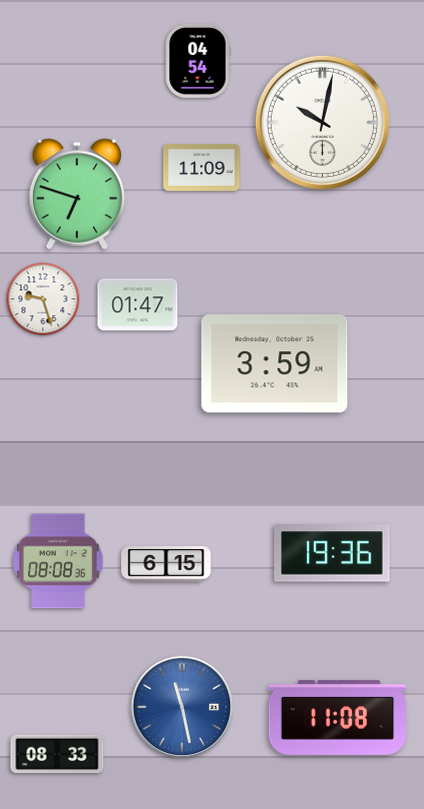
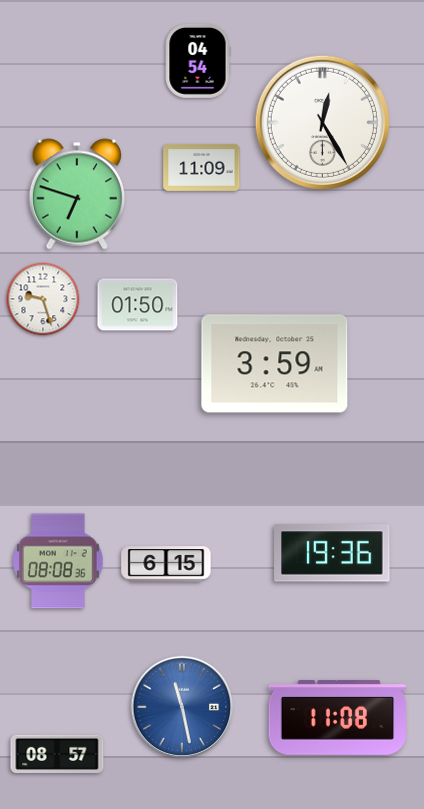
clock at (322, 122): 10:02 -> 12:25
clock at (138, 305): 01:47 -> 01:50
clock at (57, 753): 08:33 -> 08:57
